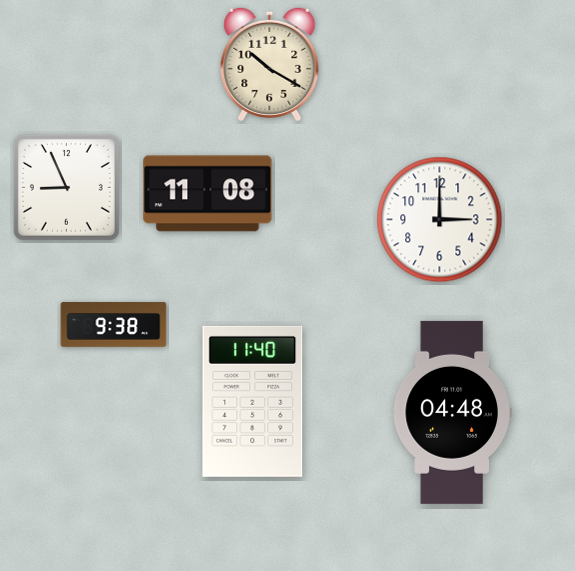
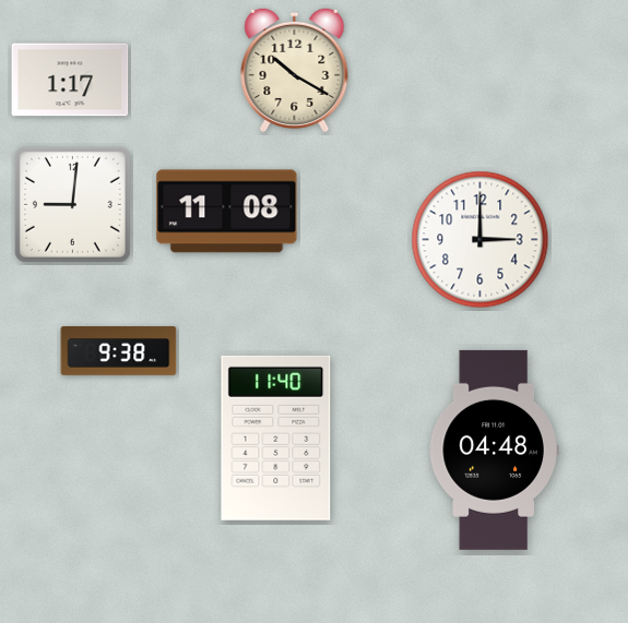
clock at (70, 80): none -> 1:17
clock at (66, 187): 8:56 -> 9:01
clock at (114, 325) position: (114, 325) -> (119, 351)
